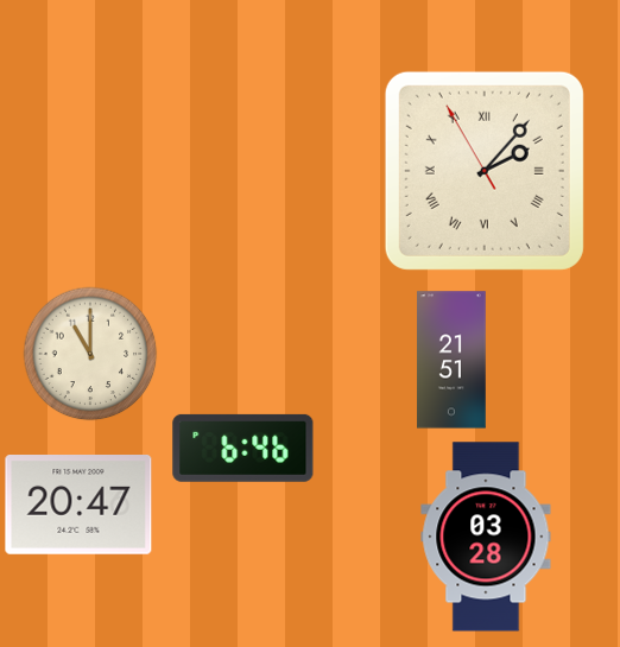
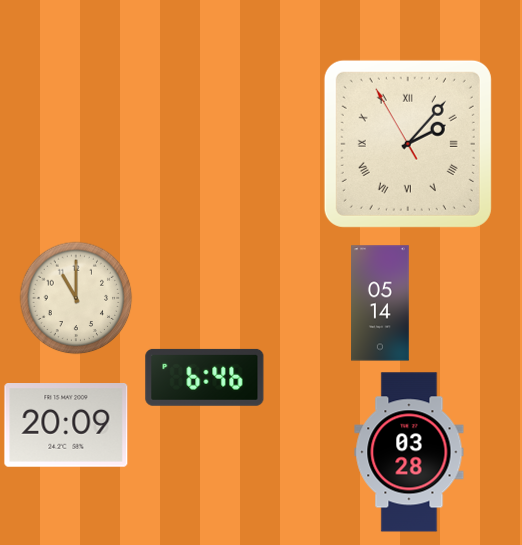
clock at (451, 360): 21:51 -> 05:14
clock at (78, 506): 20:47 -> 20:09
